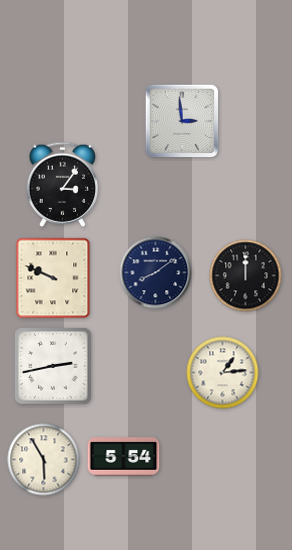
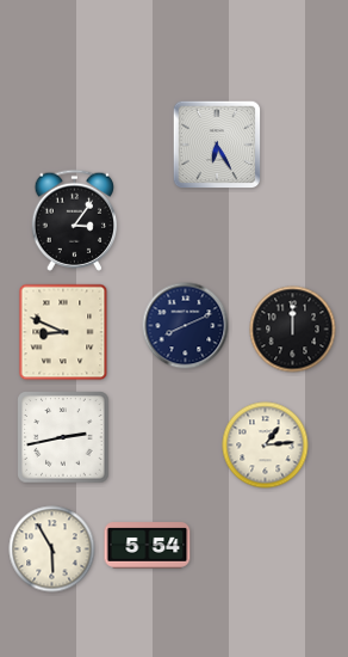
clock at (182, 121): 2:59 -> 6:25
clock at (156, 273): 8:09 -> 8:11
clock at (53, 278): 9:49 -> 8:49
